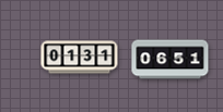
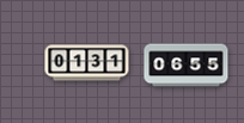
clock at (171, 60): 06:51 -> 06:55
